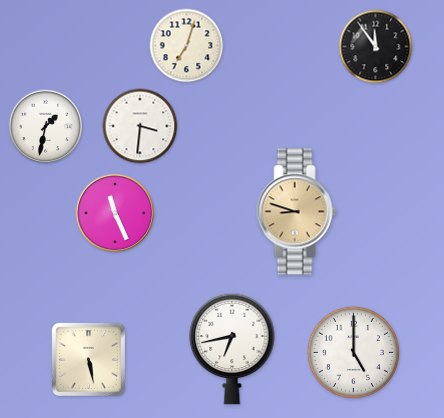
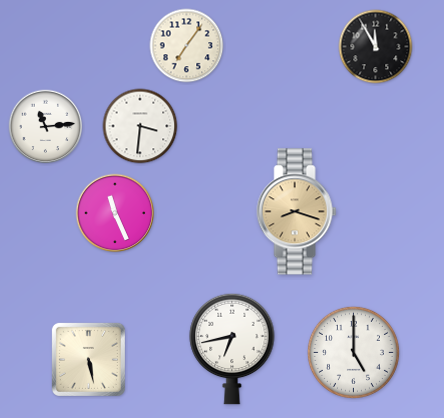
clock at (187, 46): 7:03 -> 7:06
clock at (376, 47): 11:54 -> 11:55
clock at (46, 127): 1:32 -> 11:14
clock at (297, 212): 8:48 -> 8:18
